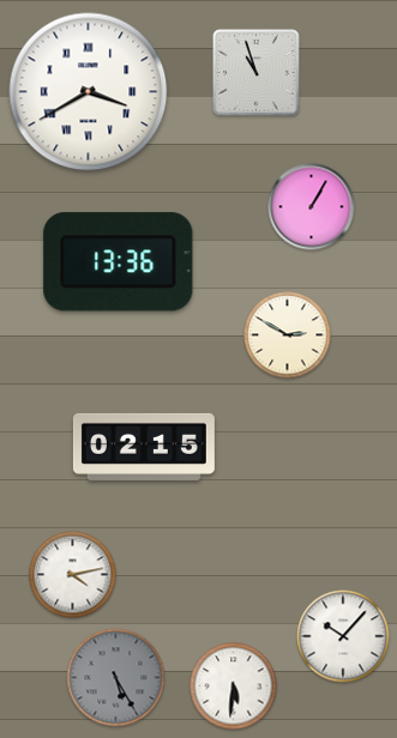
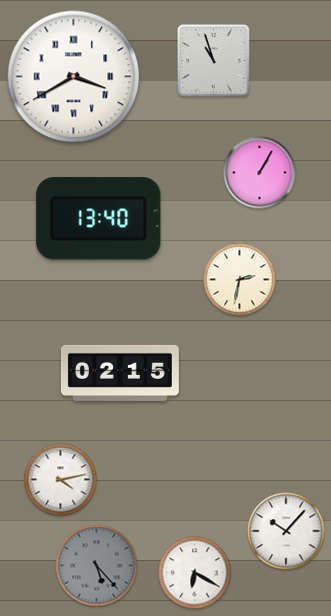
clock at (119, 262): 13:36 -> 13:40
clock at (288, 335): 2:50 -> 2:32
clock at (116, 678): 5:25 -> 5:23
clock at (234, 686): 5:31 -> 6:20
